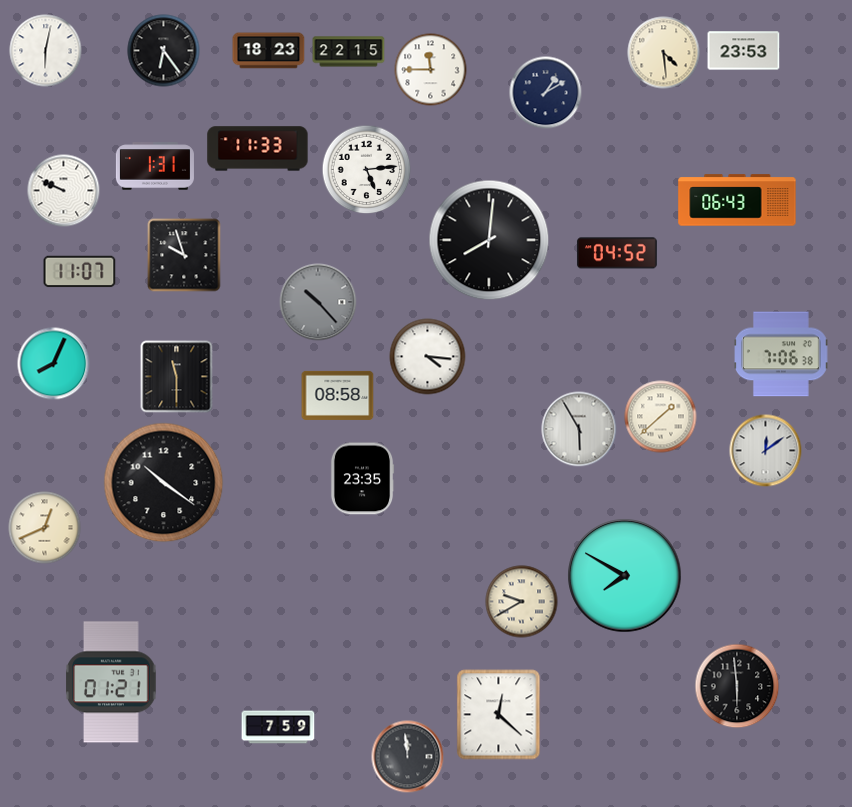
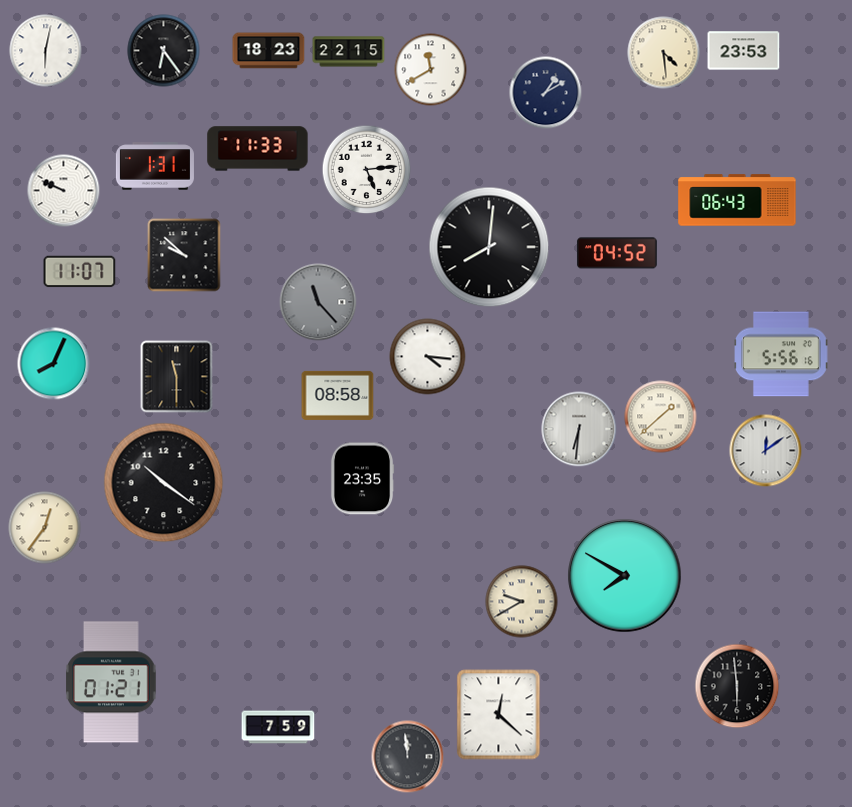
clock at (431, 70): 11:45 -> 11:40
clock at (489, 240) position: (489, 240) -> (489, 247)
clock at (184, 255): 9:57 -> 9:52
clock at (318, 302): 10:23 -> 11:23
clock at (782, 354): 7:06 -> 5:56
clock at (579, 429): 5:55 -> 6:31
clock at (45, 528): 12:41 -> 12:36
